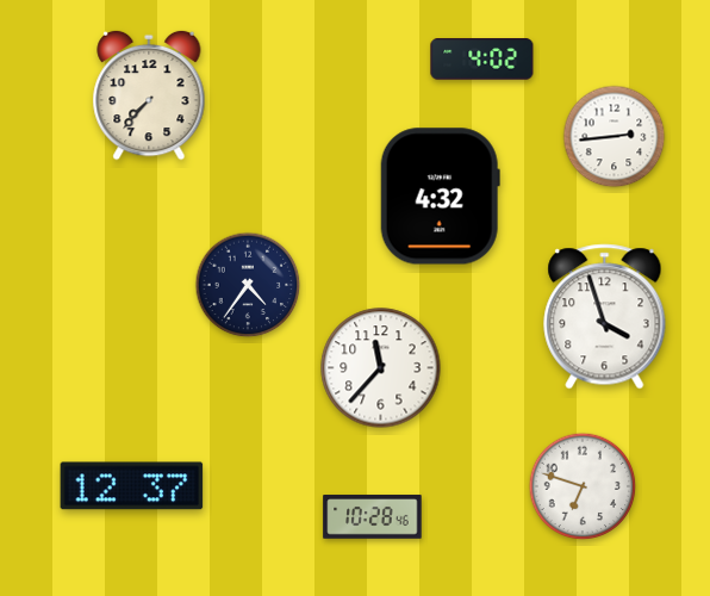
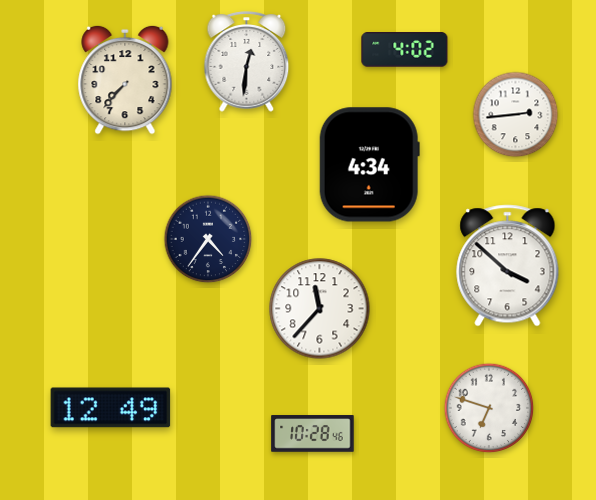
clock at (247, 62): none -> 12:31
clock at (440, 197): 4:32 -> 4:34
clock at (605, 317): 3:57 -> 3:52
clock at (132, 486): 12:37 -> 12:49
